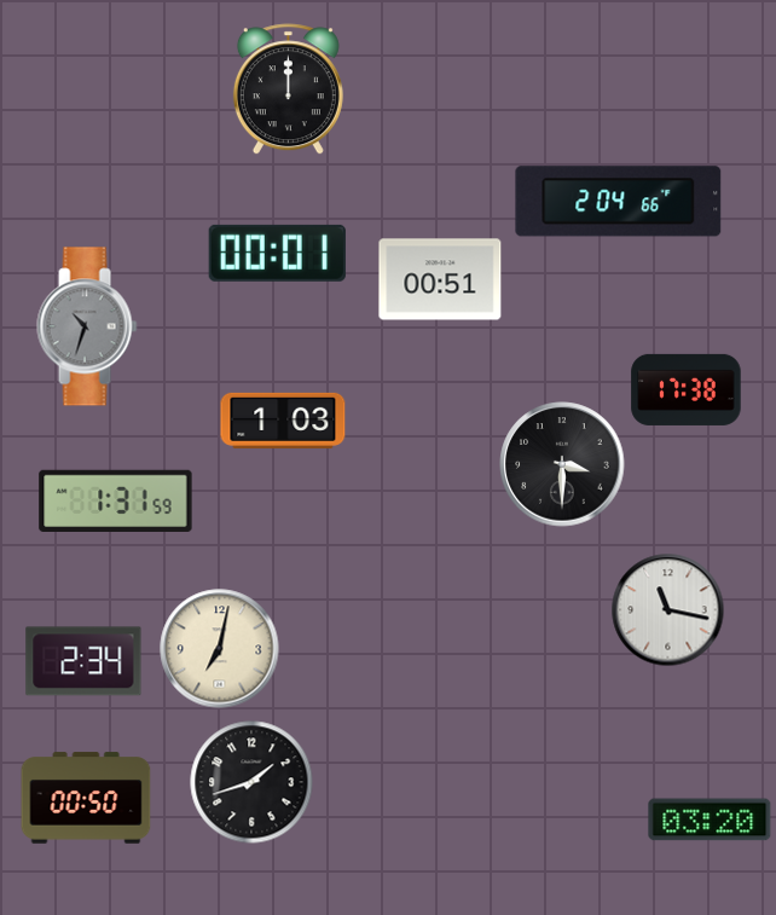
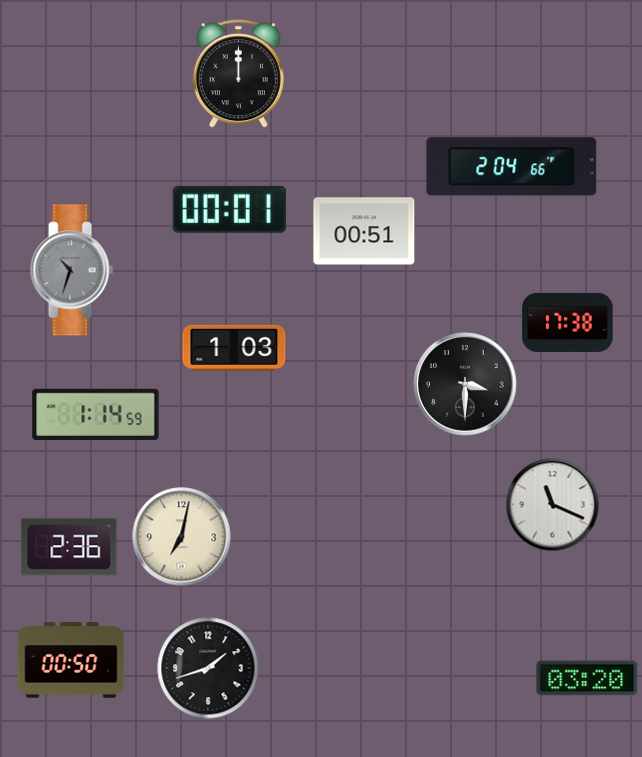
clock at (116, 502): 1:31 -> 1:14
clock at (668, 610): 11:17 -> 11:19
clock at (83, 661): 2:34 -> 2:36
clock at (251, 782) position: (251, 782) -> (208, 668)
